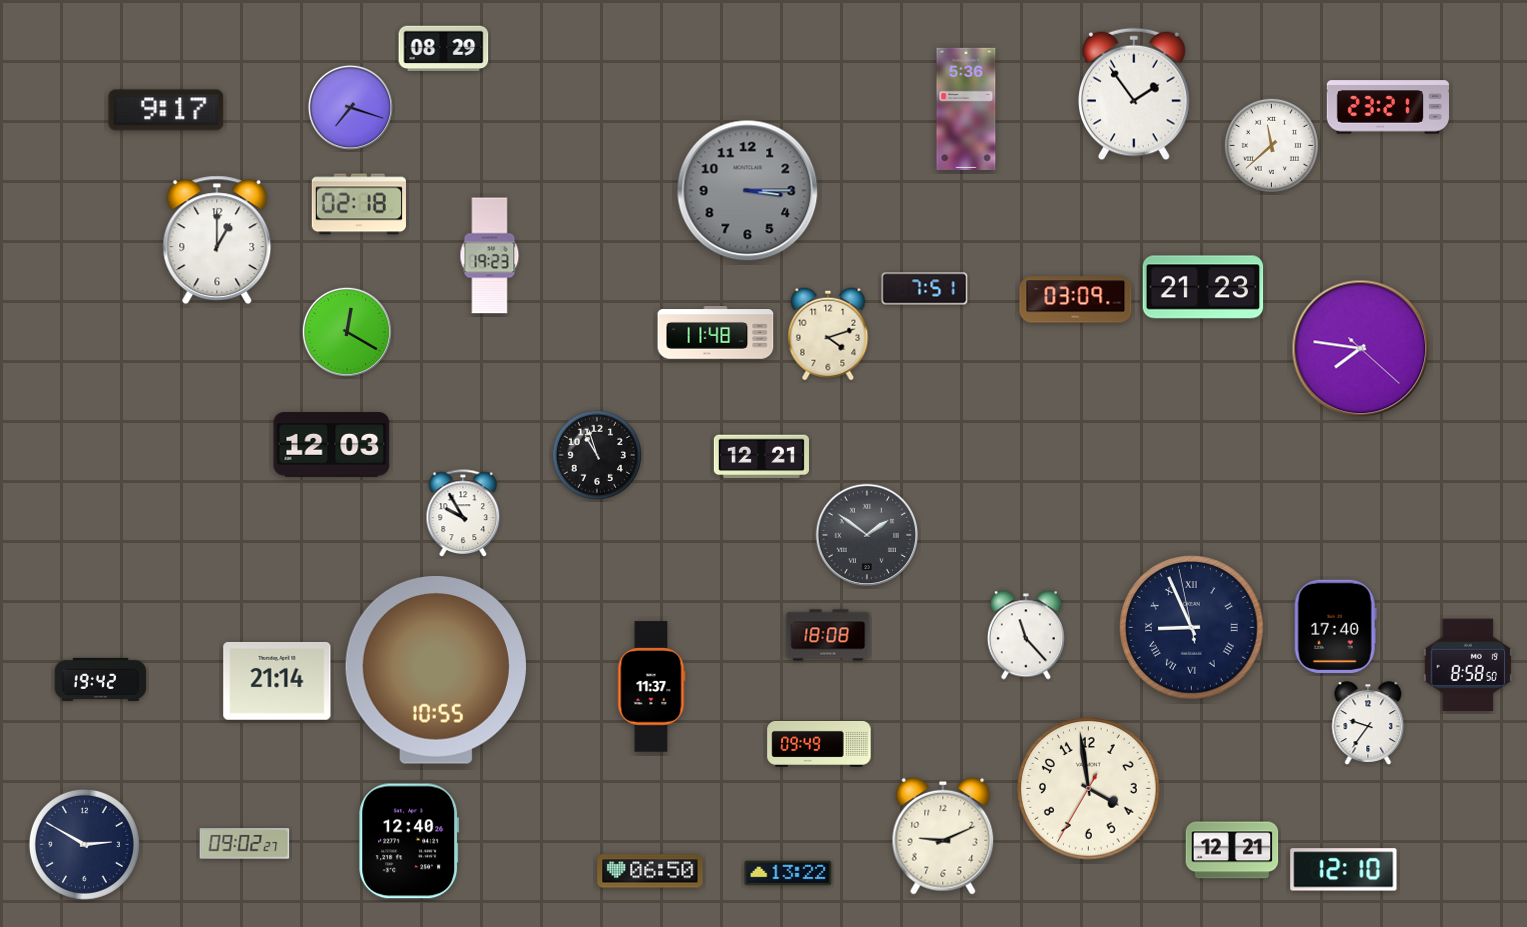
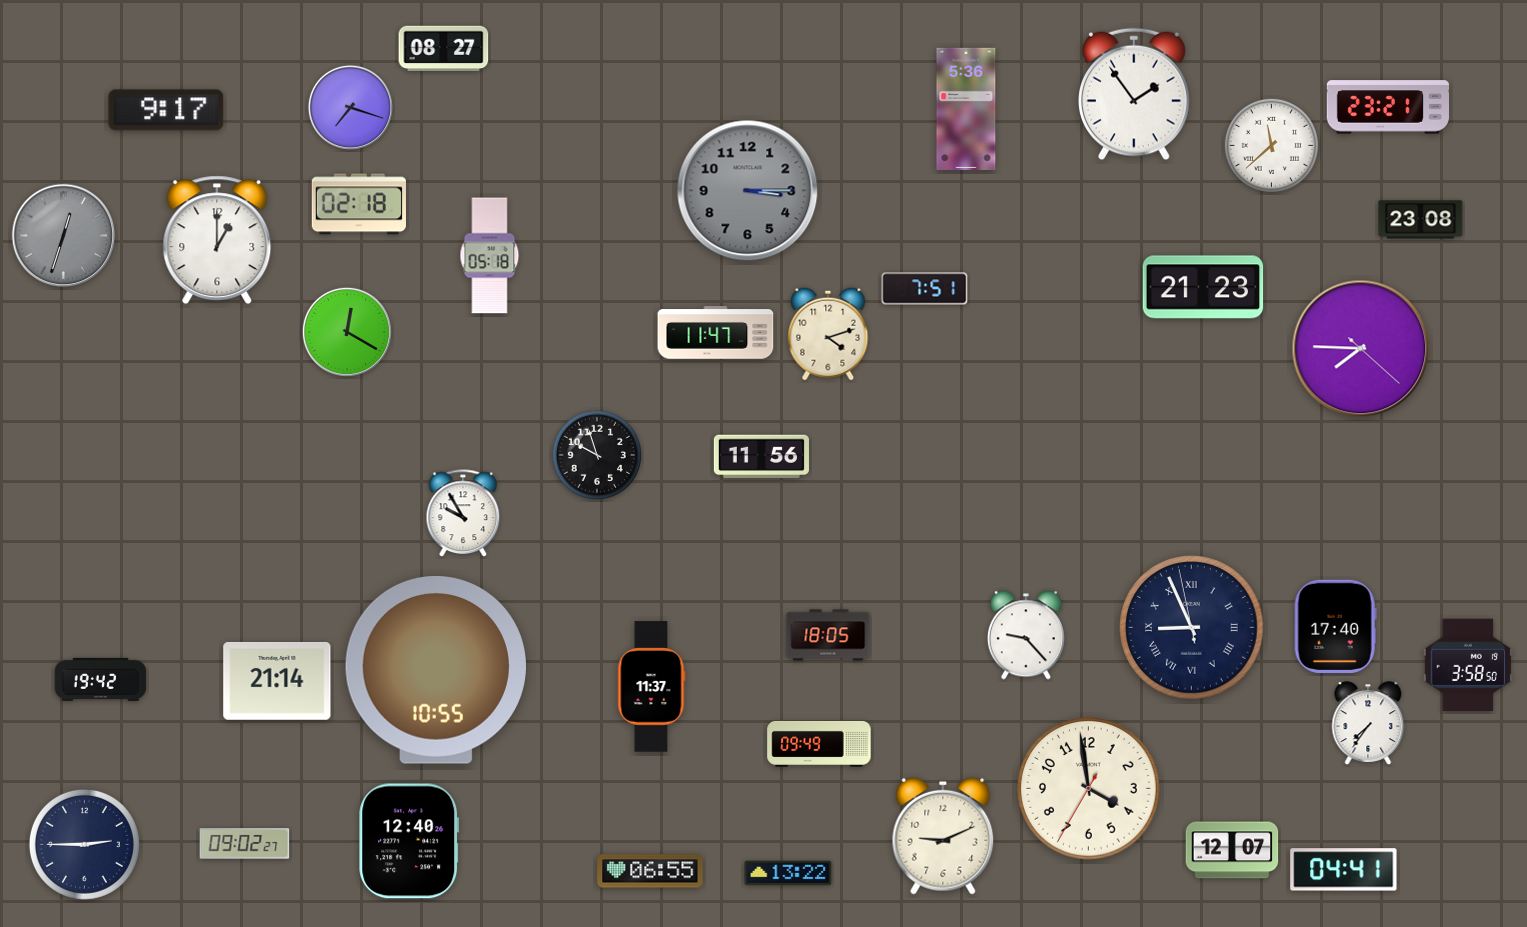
clock at (444, 49): 08:29 -> 08:27
clock at (1421, 220): none -> 23:08
clock at (64, 236): none -> 12:33
clock at (490, 256): 19:23 -> 05:18
clock at (1076, 300): 03:09 -> none
clock at (716, 333): 11:48 -> 11:47
clock at (1361, 349): 7:46 -> 7:45
clock at (332, 445): 12:03 -> none
clock at (597, 455): 10:57 -> 9:57
clock at (761, 457): 12:21 -> 11:56
clock at (867, 535): 1:51 -> none
clock at (828, 635): 18:08 -> 18:05
clock at (1026, 635): 11:23 -> 9:23
clock at (1468, 665): 8:58 -> 3:58
clock at (1368, 723): 9:36 -> 7:36
clock at (84, 844): 2:50 -> 2:45
clock at (1232, 850): 12:21 -> 12:07
clock at (1344, 870): 12:10 -> 04:41
clock at (650, 871): 06:50 -> 06:55
